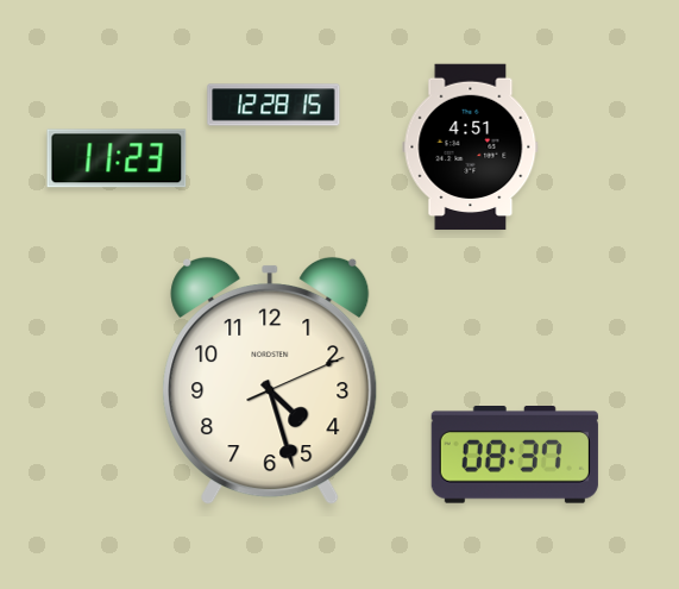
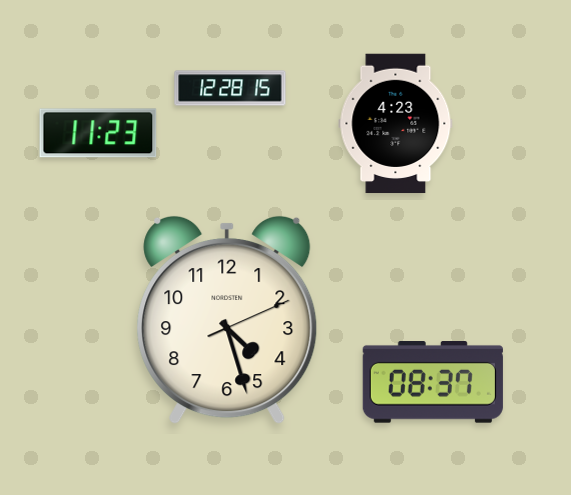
clock at (471, 148): 4:51 -> 4:23
